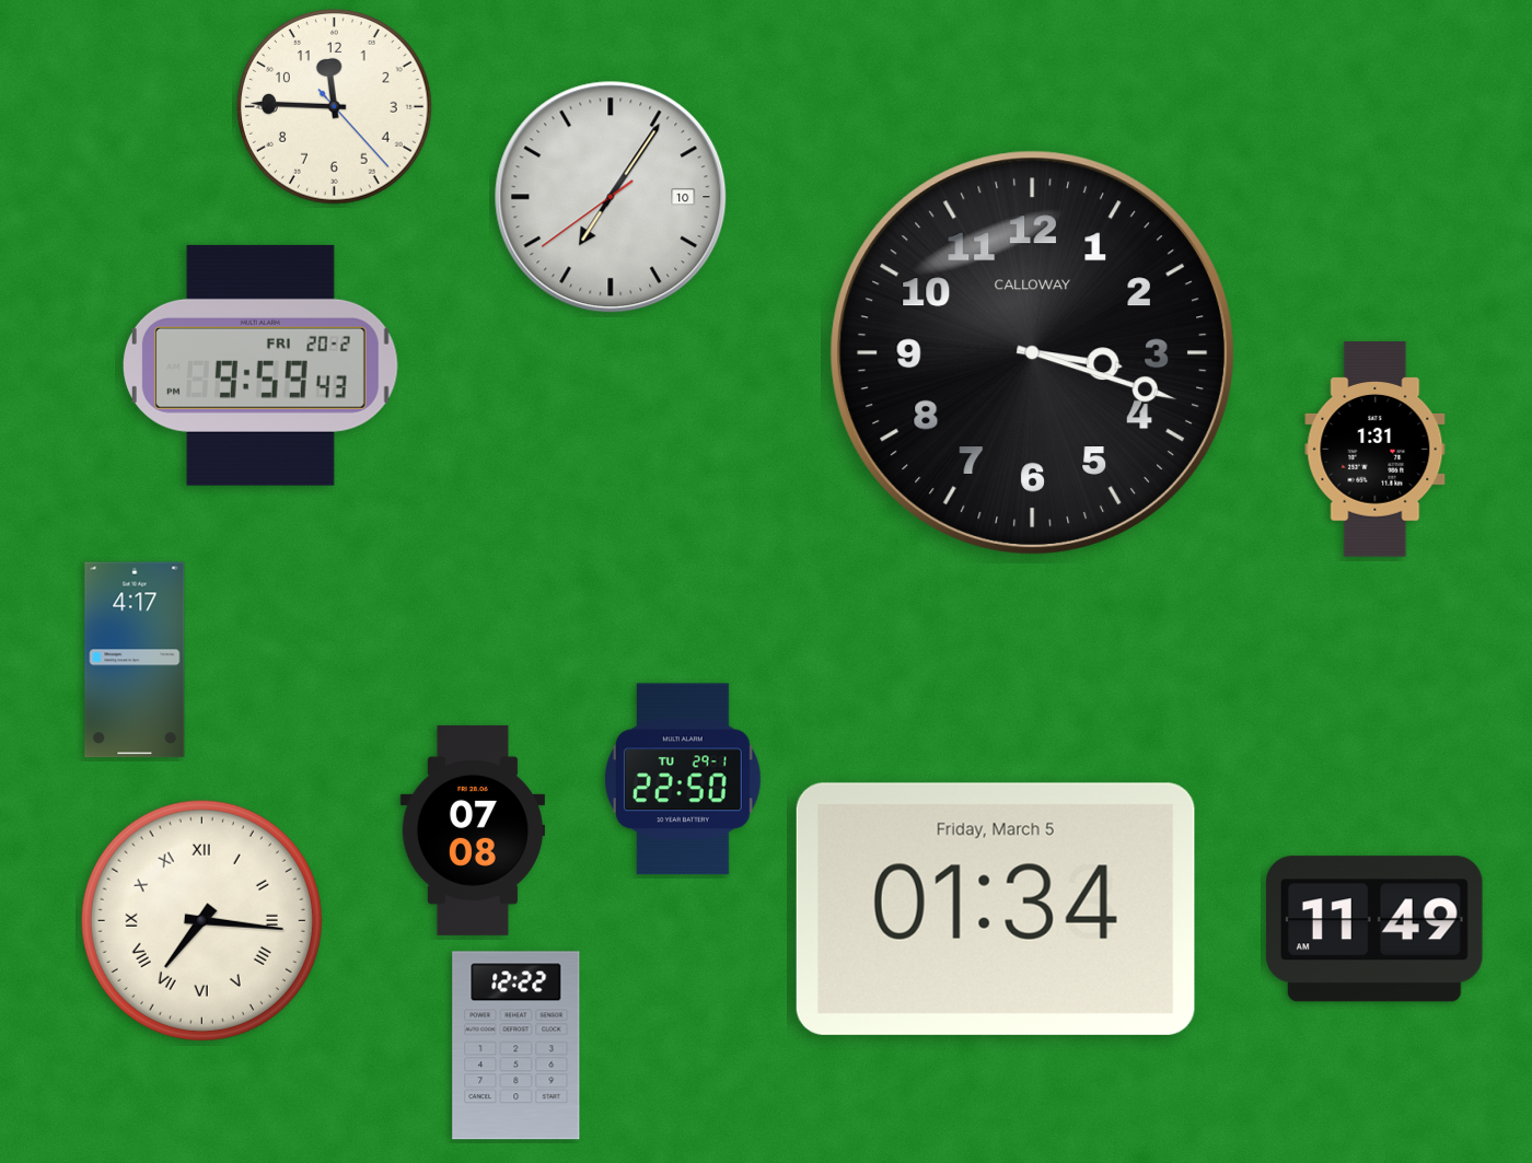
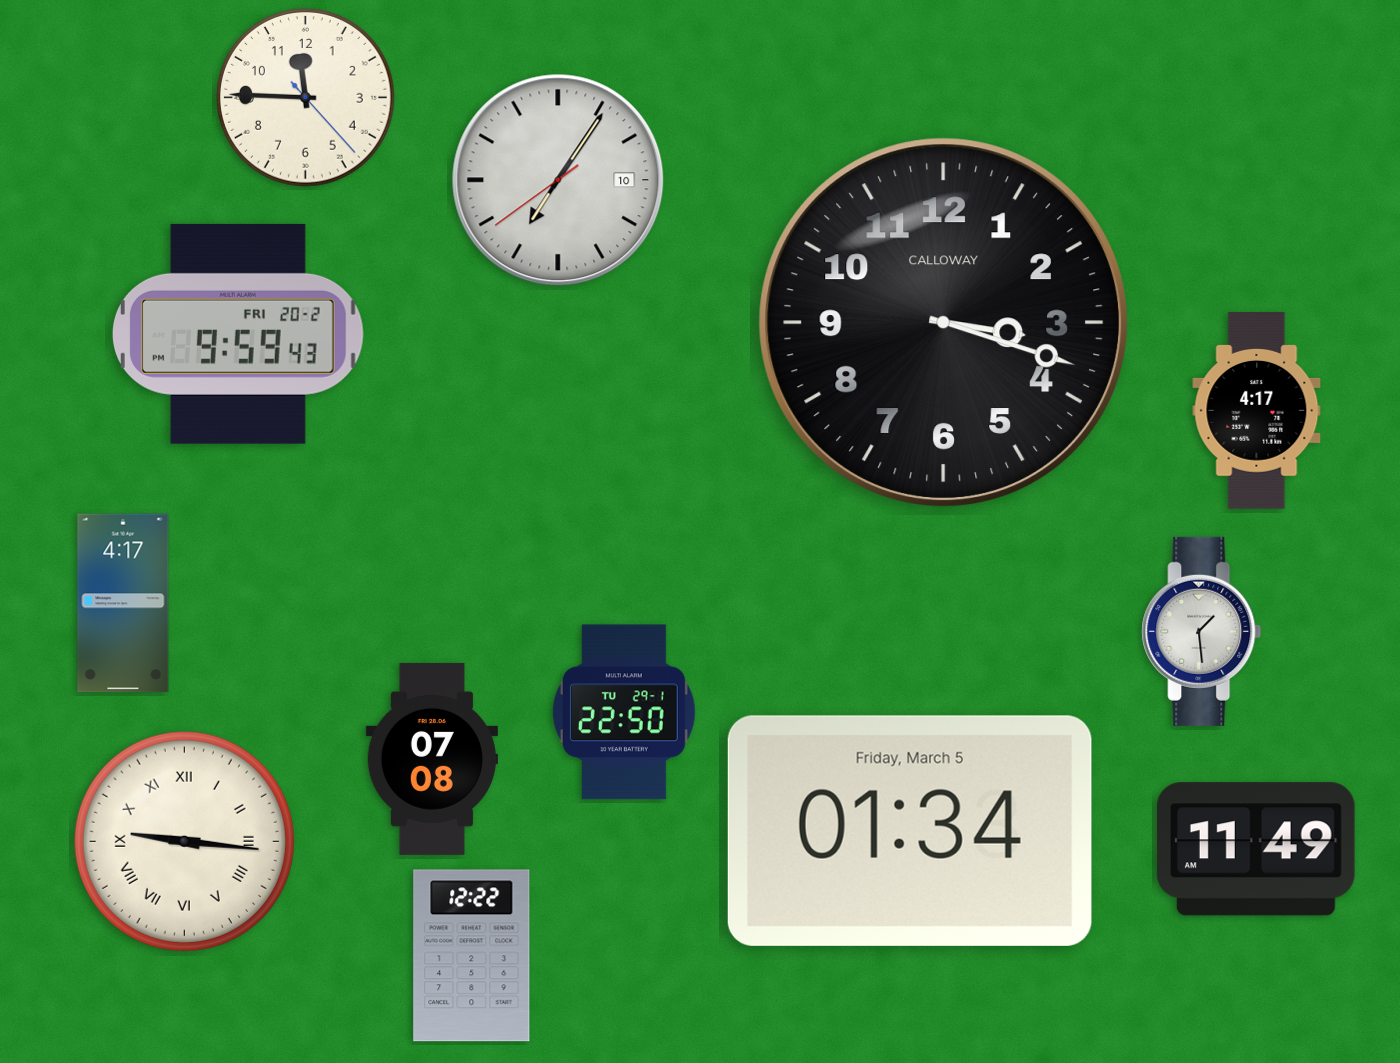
clock at (1376, 450): 1:31 -> 4:17
clock at (1202, 631): none -> 1:29
clock at (201, 920): 7:16 -> 9:16
